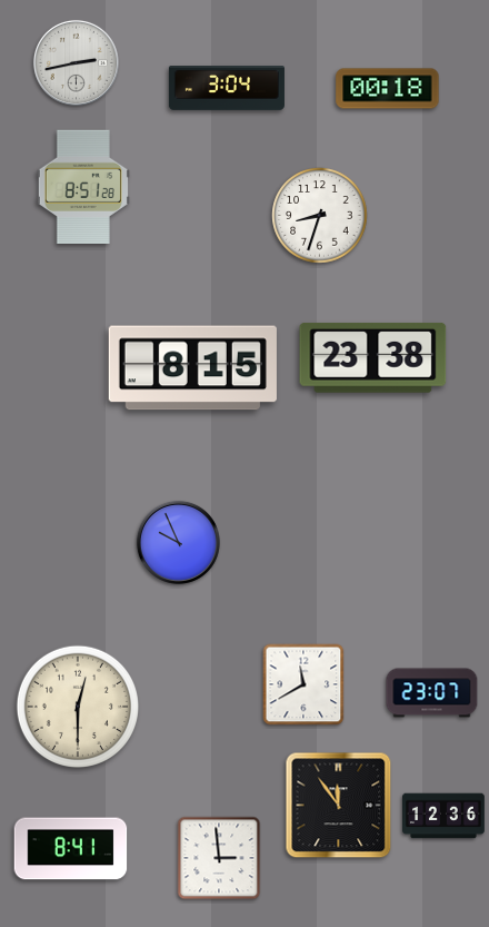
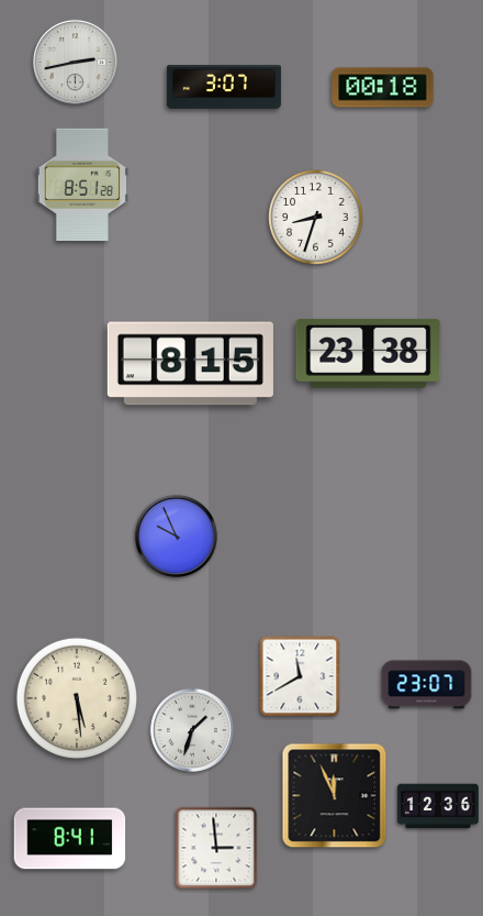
clock at (227, 89): 3:04 -> 3:07
clock at (320, 216) position: (320, 216) -> (316, 218)
clock at (78, 707): 12:30 -> 5:29
clock at (192, 730): none -> 1:33
clock at (339, 806): 11:54 -> 11:56
